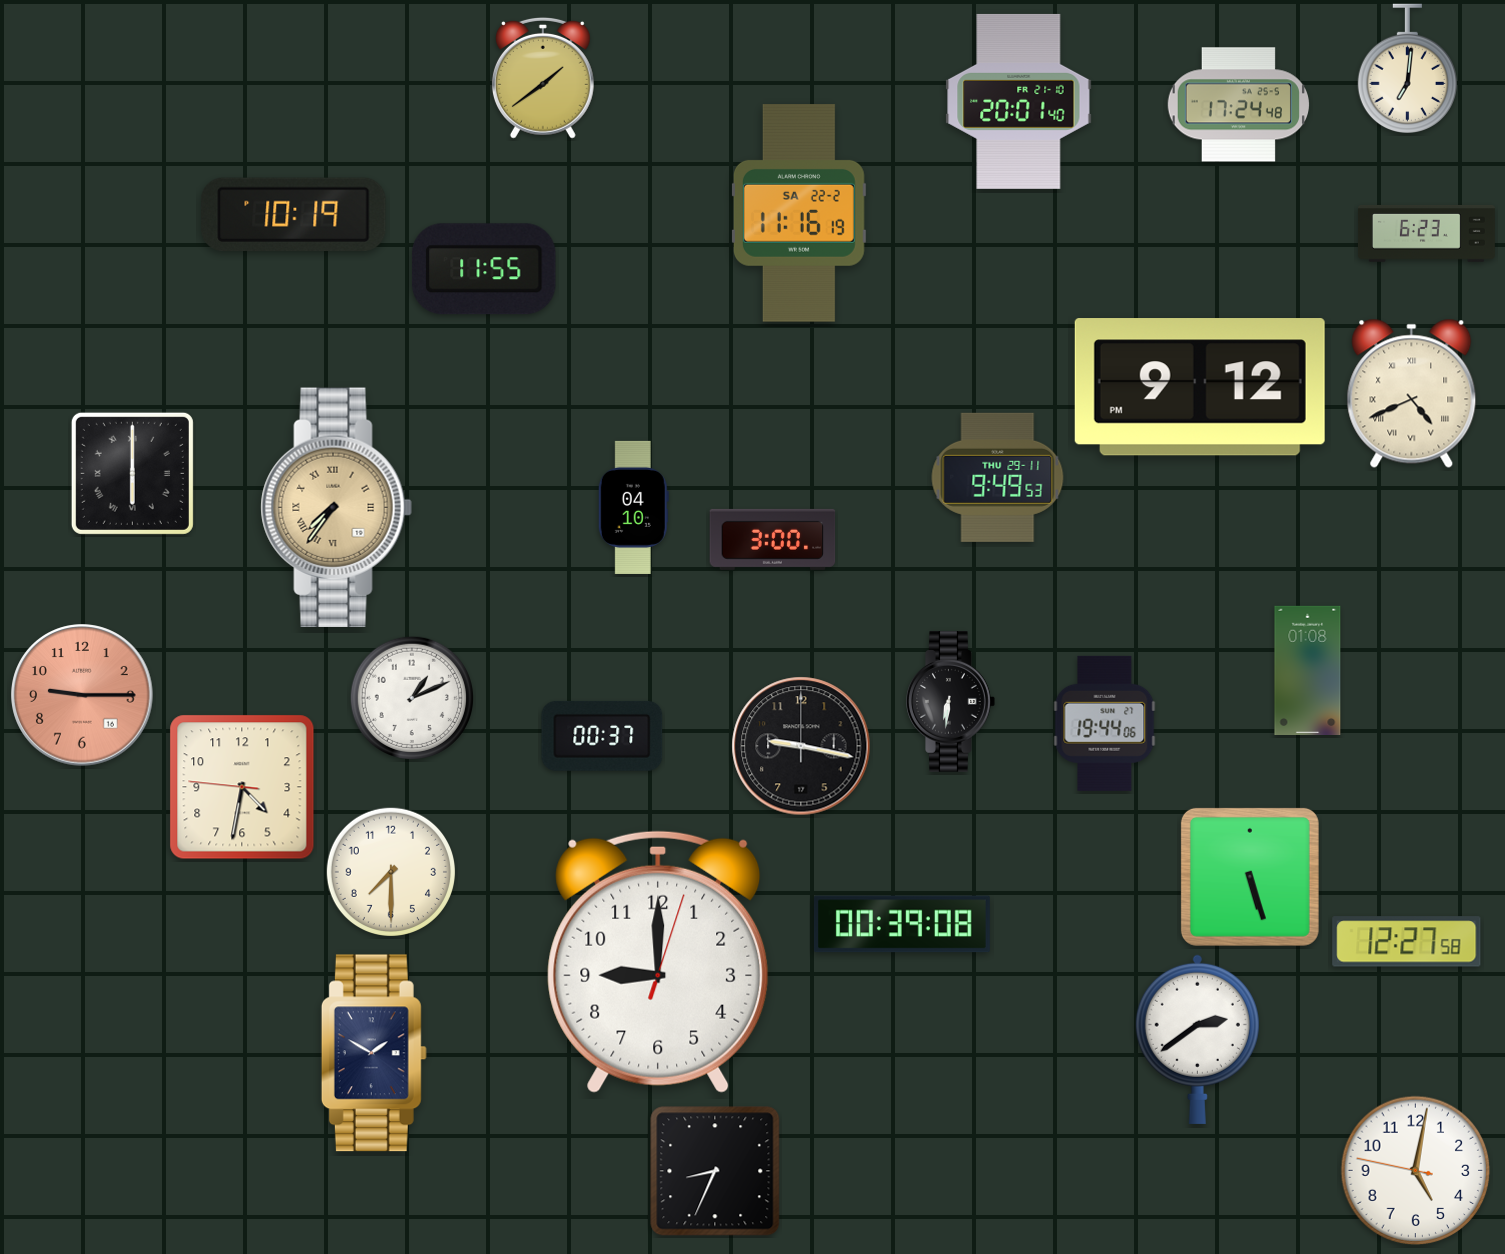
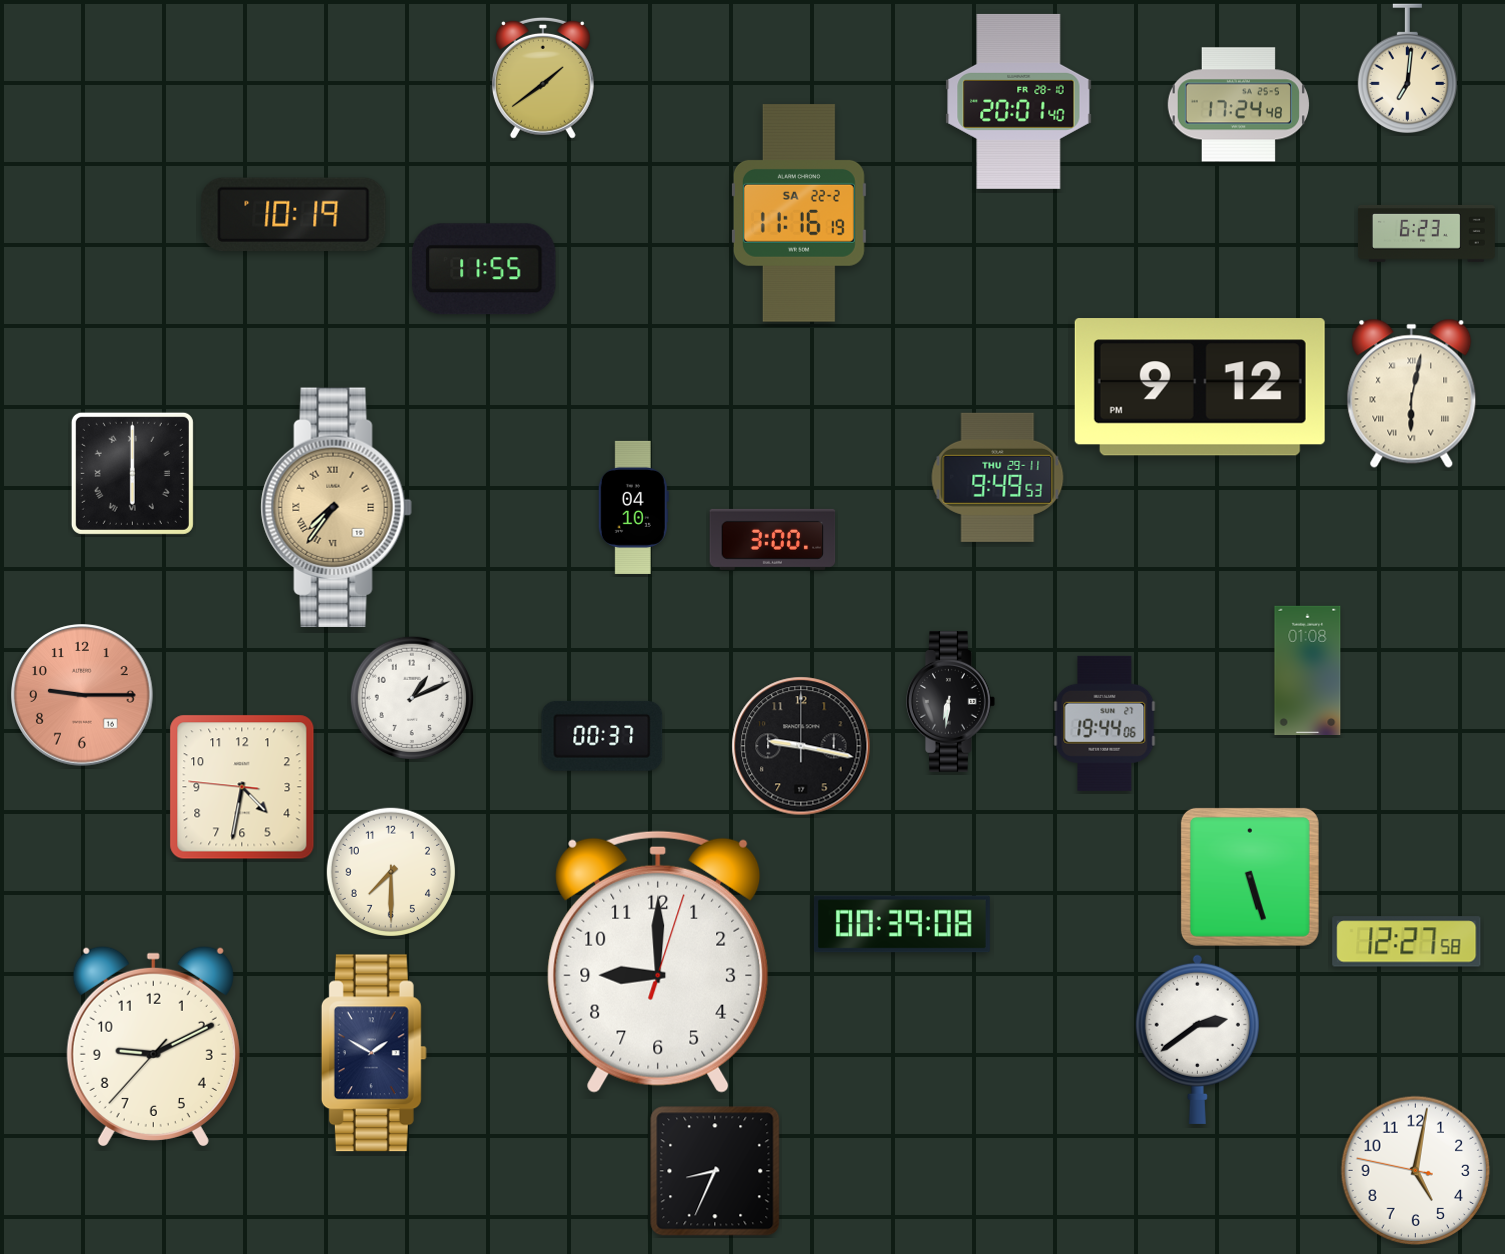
clock at (1019, 101) date: FR 21-10 -> FR 28-10
clock at (1412, 393): 4:41 -> 6:02
clock at (153, 1046): none -> 9:10
